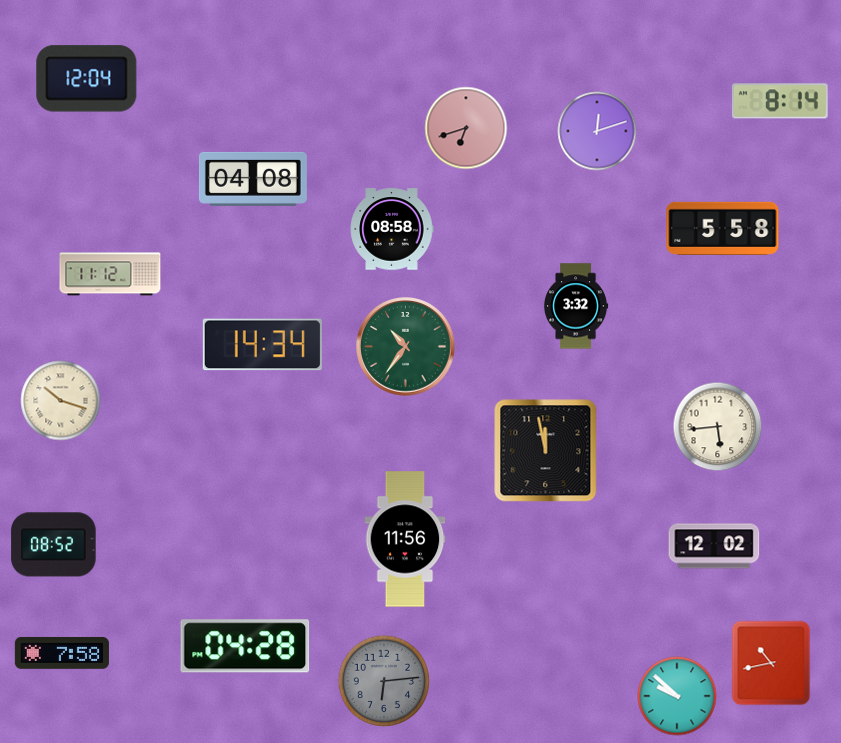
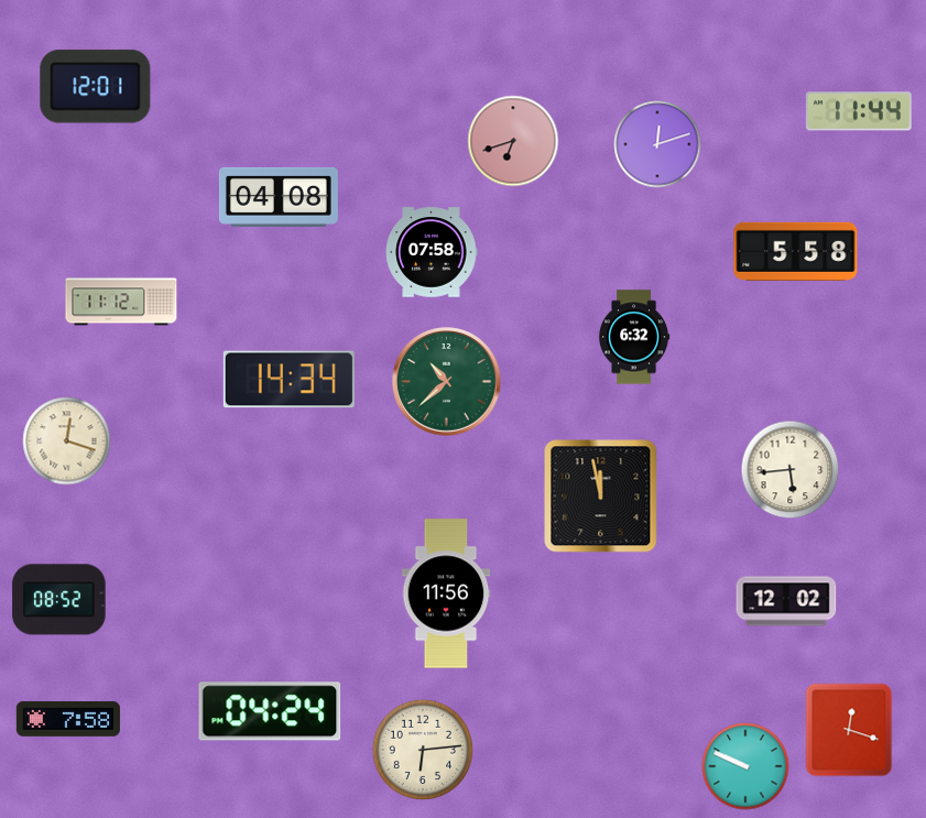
clock at (87, 79): 12:04 -> 12:01
clock at (780, 101): 8:14 -> 11:44
clock at (392, 229): 08:58 -> 07:58
clock at (577, 306): 3:32 -> 6:32
clock at (406, 347): 10:36 -> 10:38
clock at (61, 401): 10:18 -> 12:18
clock at (245, 646): 04:28 -> 04:24
clock at (771, 663): 10:43 -> 12:18
clock at (384, 681) dial: grey -> cream
clock at (677, 696): 9:52 -> 9:49
